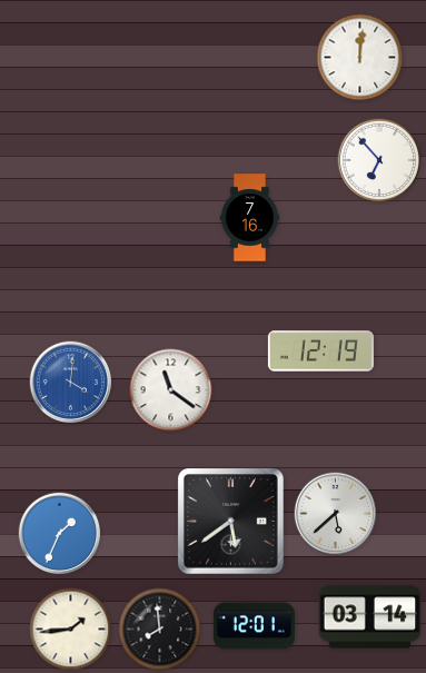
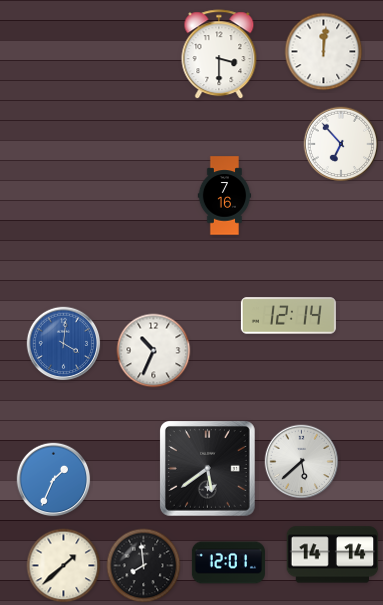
clock at (219, 55): none -> 3:30
clock at (320, 352): 12:19 -> 12:14
clock at (171, 390): 11:21 -> 10:34
clock at (370, 617): 03:14 -> 14:14
clock at (71, 630): 1:44 -> 1:38
